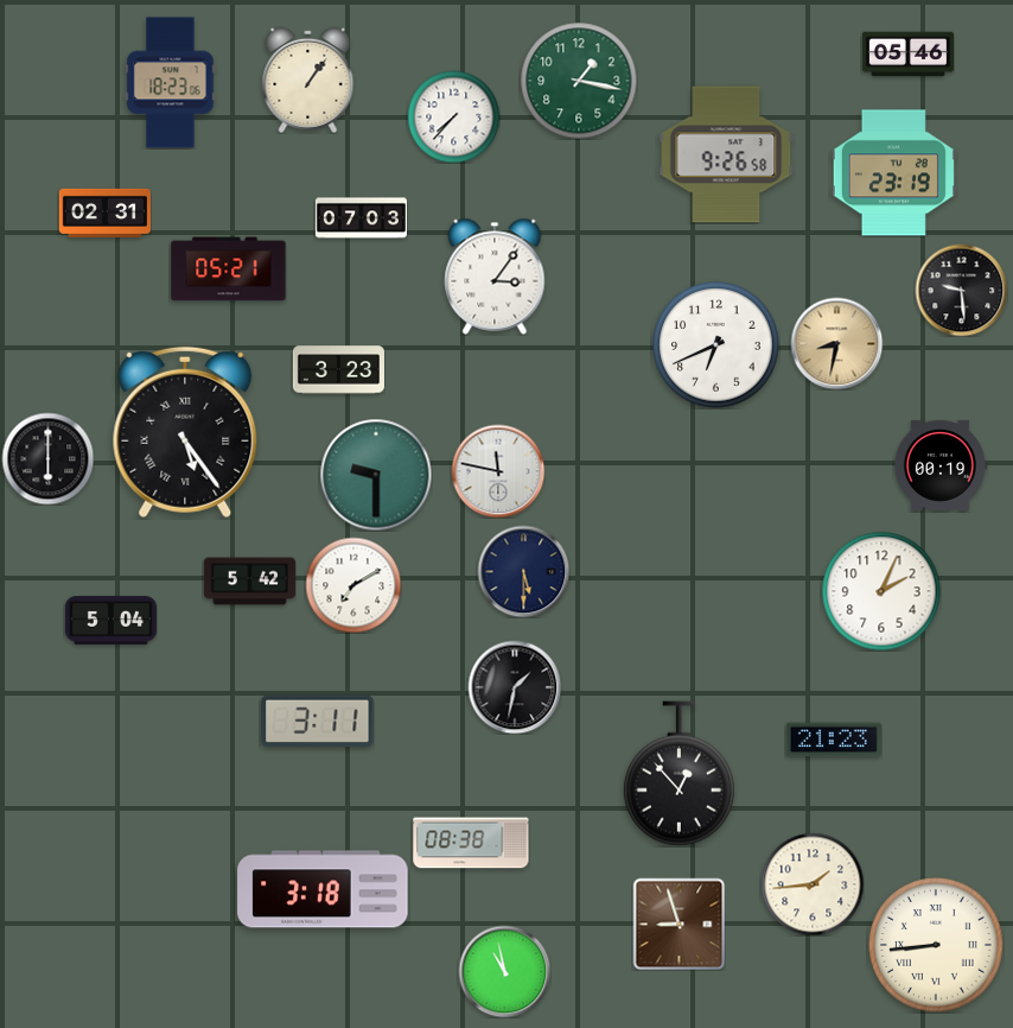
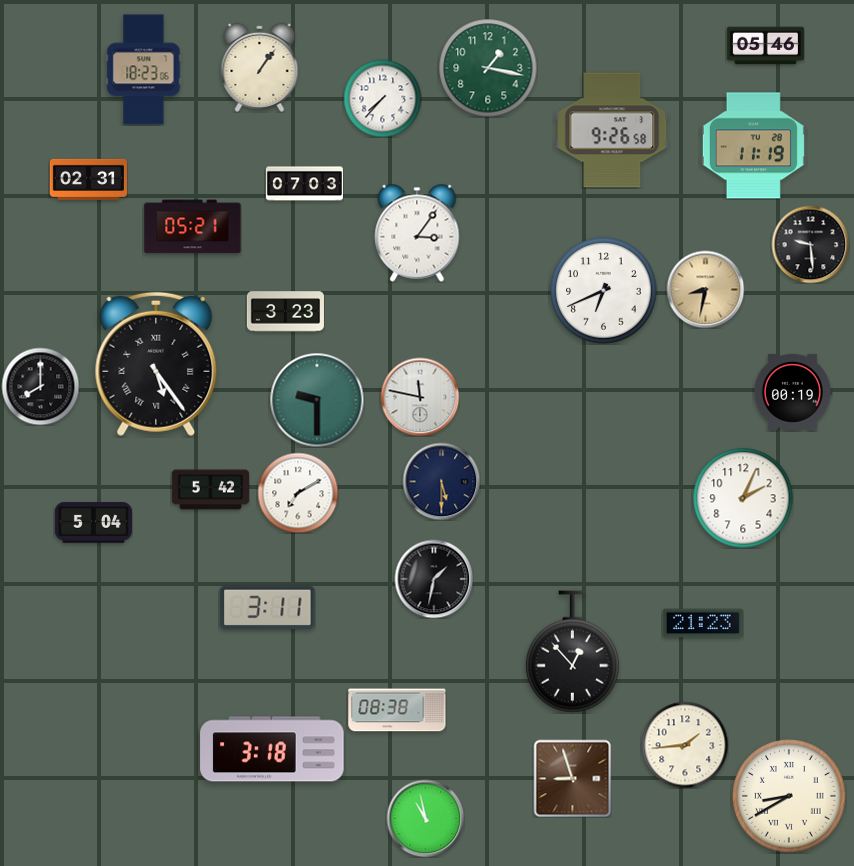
clock at (893, 173): 23:19 -> 11:19
clock at (47, 458): 6:00 -> 8:00
clock at (937, 946): 8:44 -> 8:40
